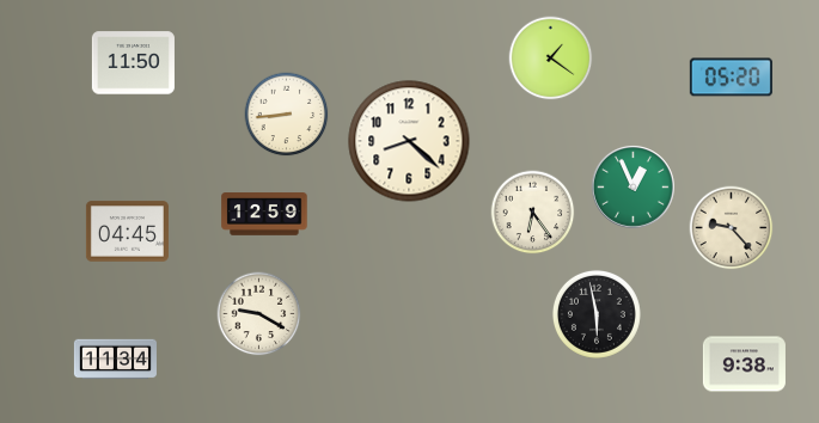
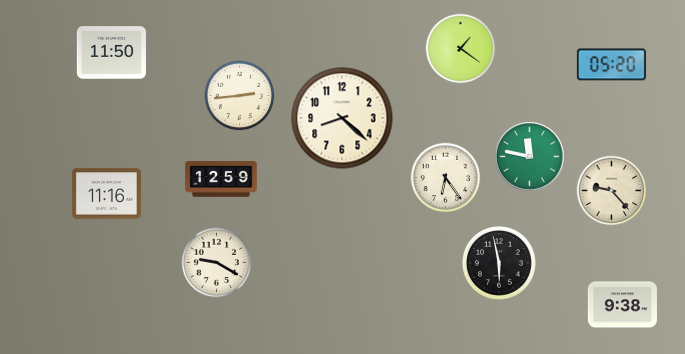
clock at (287, 115): 8:44 -> 2:44
clock at (632, 186): 12:56 -> 11:47
clock at (127, 232): 04:45 -> 11:16
clock at (115, 360): 11:34 -> none
